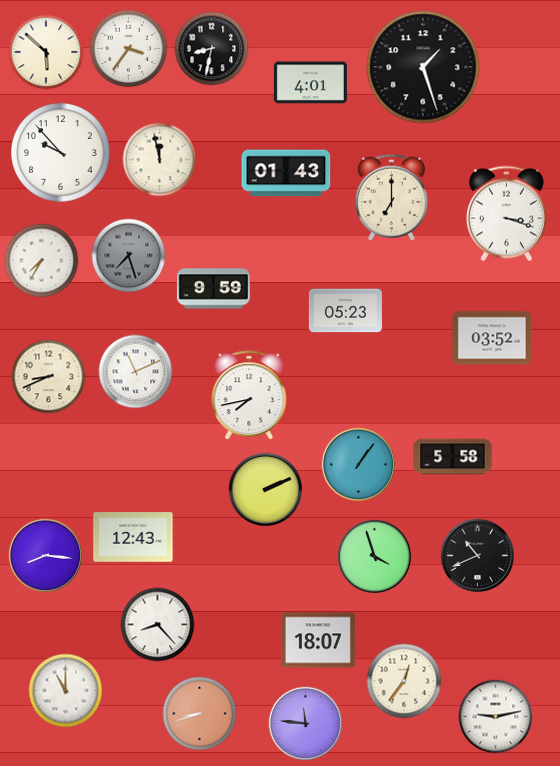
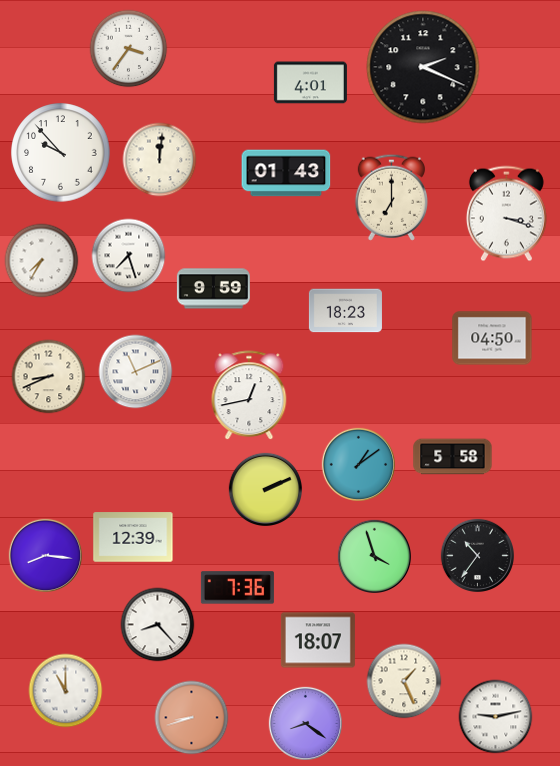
clock at (212, 49): 8:32 -> none
clock at (46, 52): 5:52 -> none
clock at (423, 67): 1:27 -> 2:19
clock at (160, 160): 11:58 -> 12:01
clock at (129, 256) dial: grey -> white
clock at (345, 311): 05:23 -> 18:23
clock at (492, 338): 03:52 -> 04:50
clock at (249, 396): 7:43 -> 12:43
clock at (358, 464): 1:06 -> 1:09
clock at (133, 537): 12:43 -> 12:39
clock at (477, 555): 10:41 -> 10:36
clock at (237, 588): none -> 7:36
clock at (404, 681): 12:36 -> 1:26
clock at (200, 714) position: (200, 714) -> (192, 718)
clock at (305, 723): 11:46 -> 8:21
